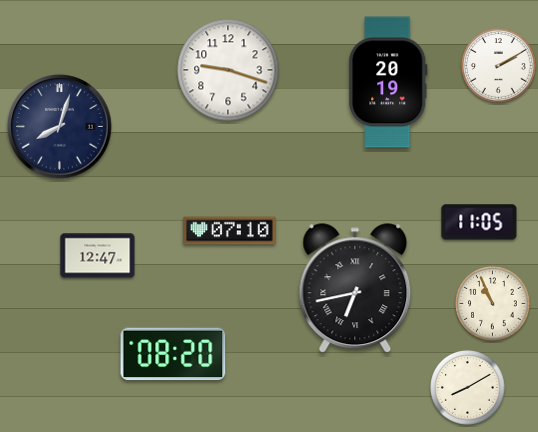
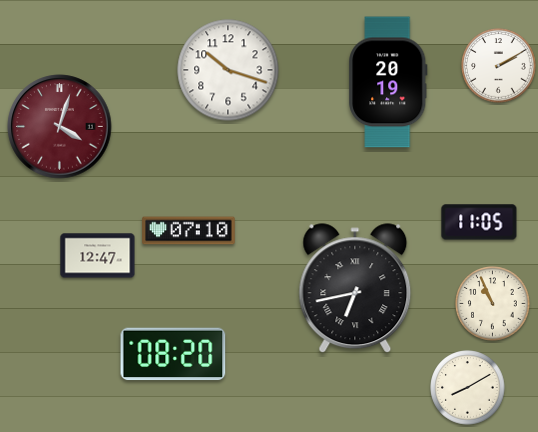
clock at (228, 70): 9:18 -> 10:18
clock at (60, 127): 8:03 -> 4:03
clock at (60, 127) dial: navy -> burgundy
clock at (230, 231) position: (230, 231) -> (189, 231)
